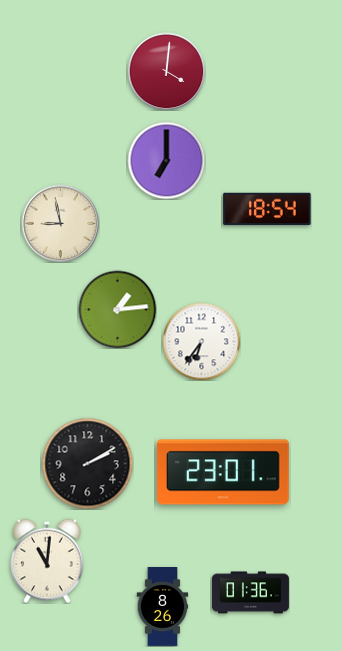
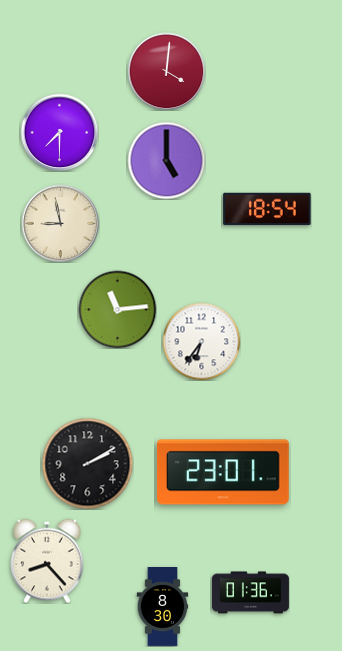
clock at (59, 132): none -> 7:30
clock at (166, 160): 7:00 -> 5:00
clock at (117, 309): 1:14 -> 11:14
clock at (47, 561): 11:01 -> 8:23
clock at (163, 607): 8:26 -> 8:30
